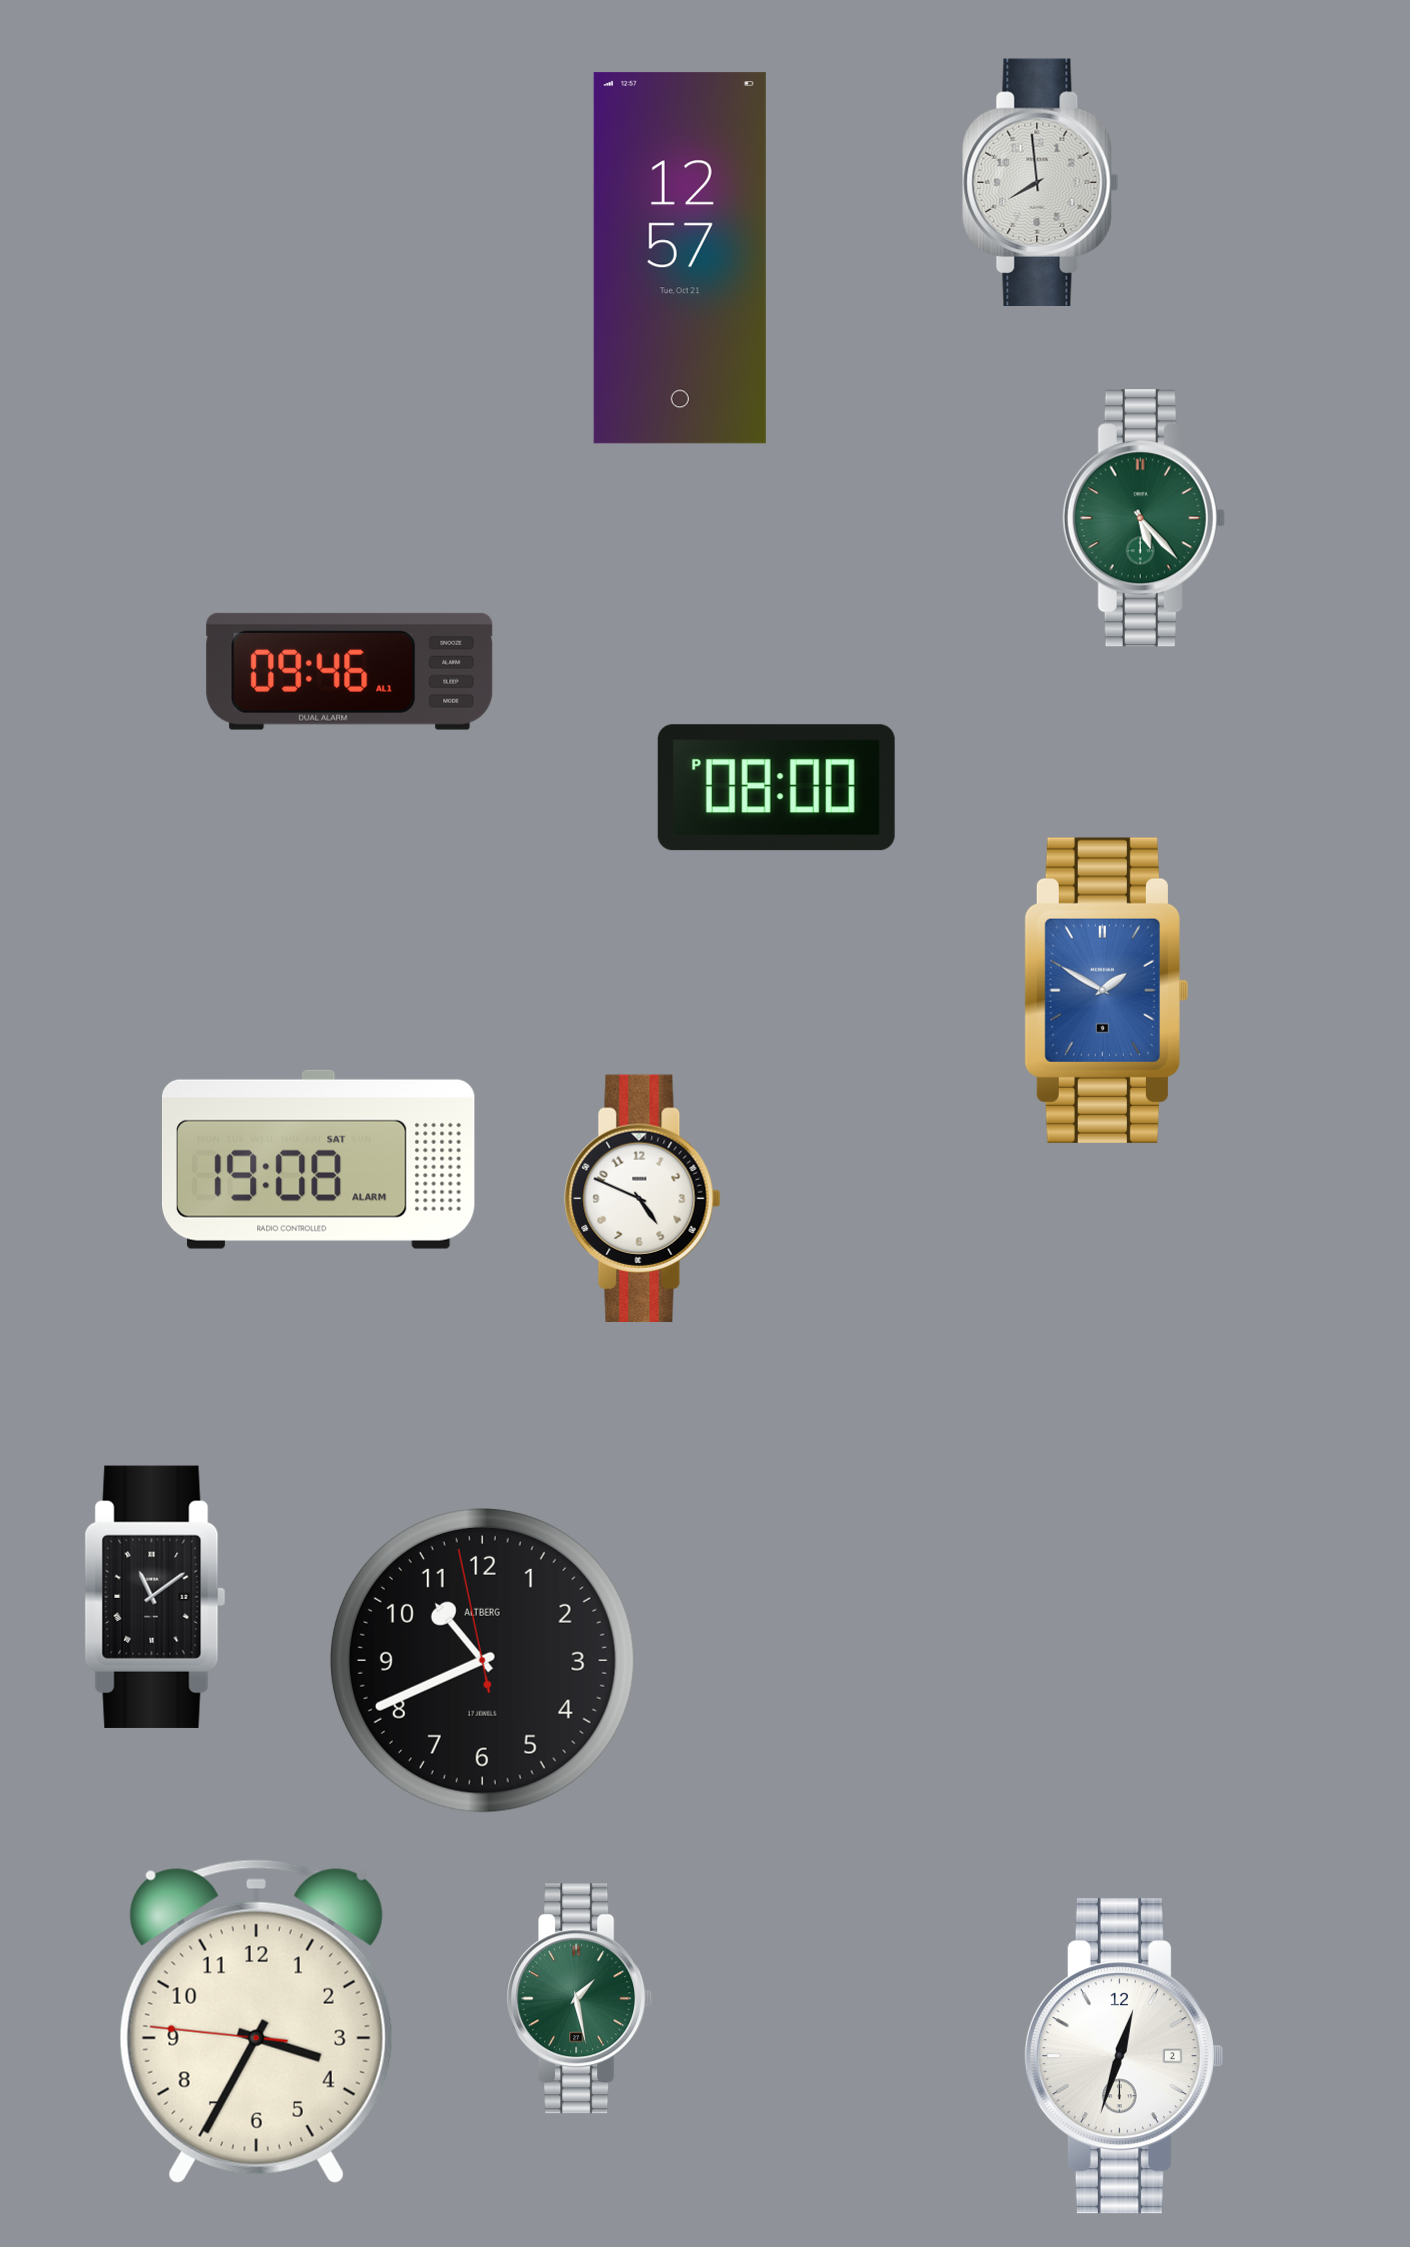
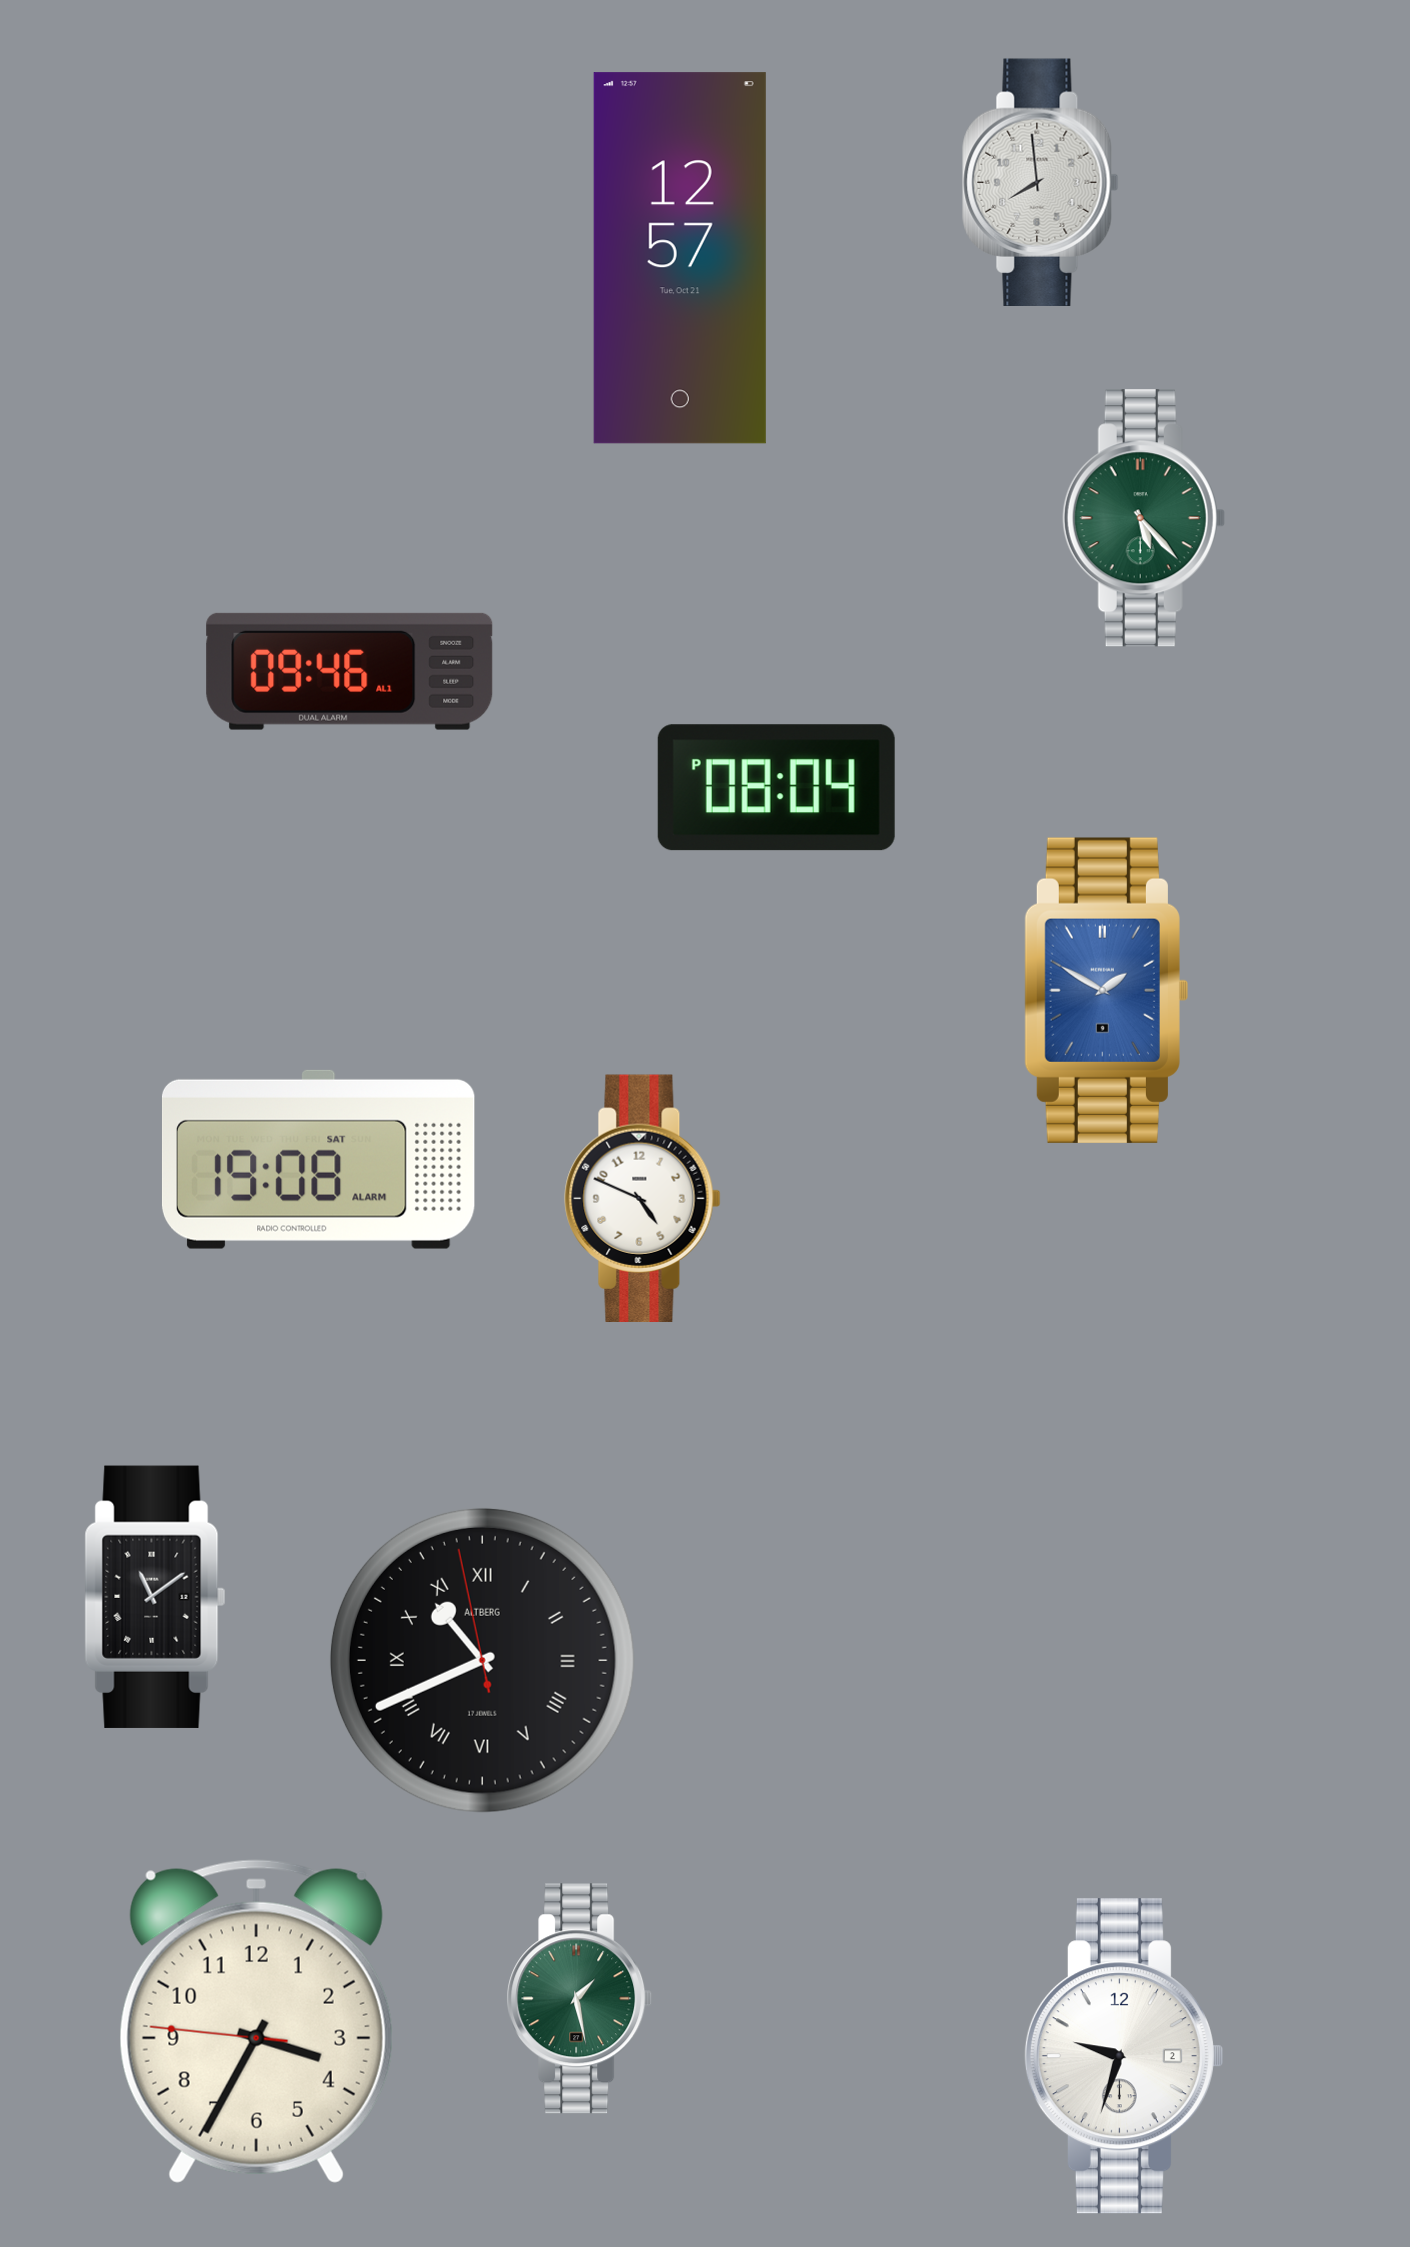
clock at (776, 788): 08:00 -> 08:04
clock at (482, 1660) numerals: Arabic -> Roman
clock at (1123, 2056): 12:33 -> 9:33
